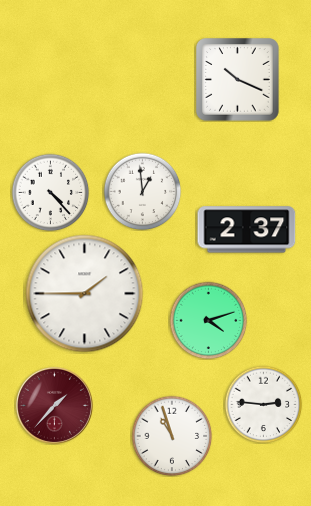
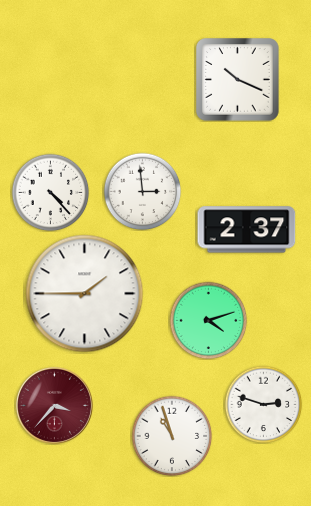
clock at (142, 191): 12:59 -> 2:59
clock at (263, 404): 2:46 -> 2:48
clock at (54, 405): 1:37 -> 3:37
